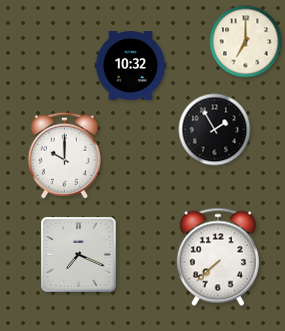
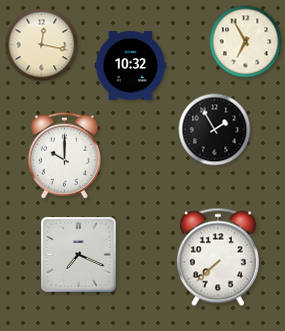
clock at (246, 42): 7:00 -> 6:55
clock at (42, 45): none -> 12:17
